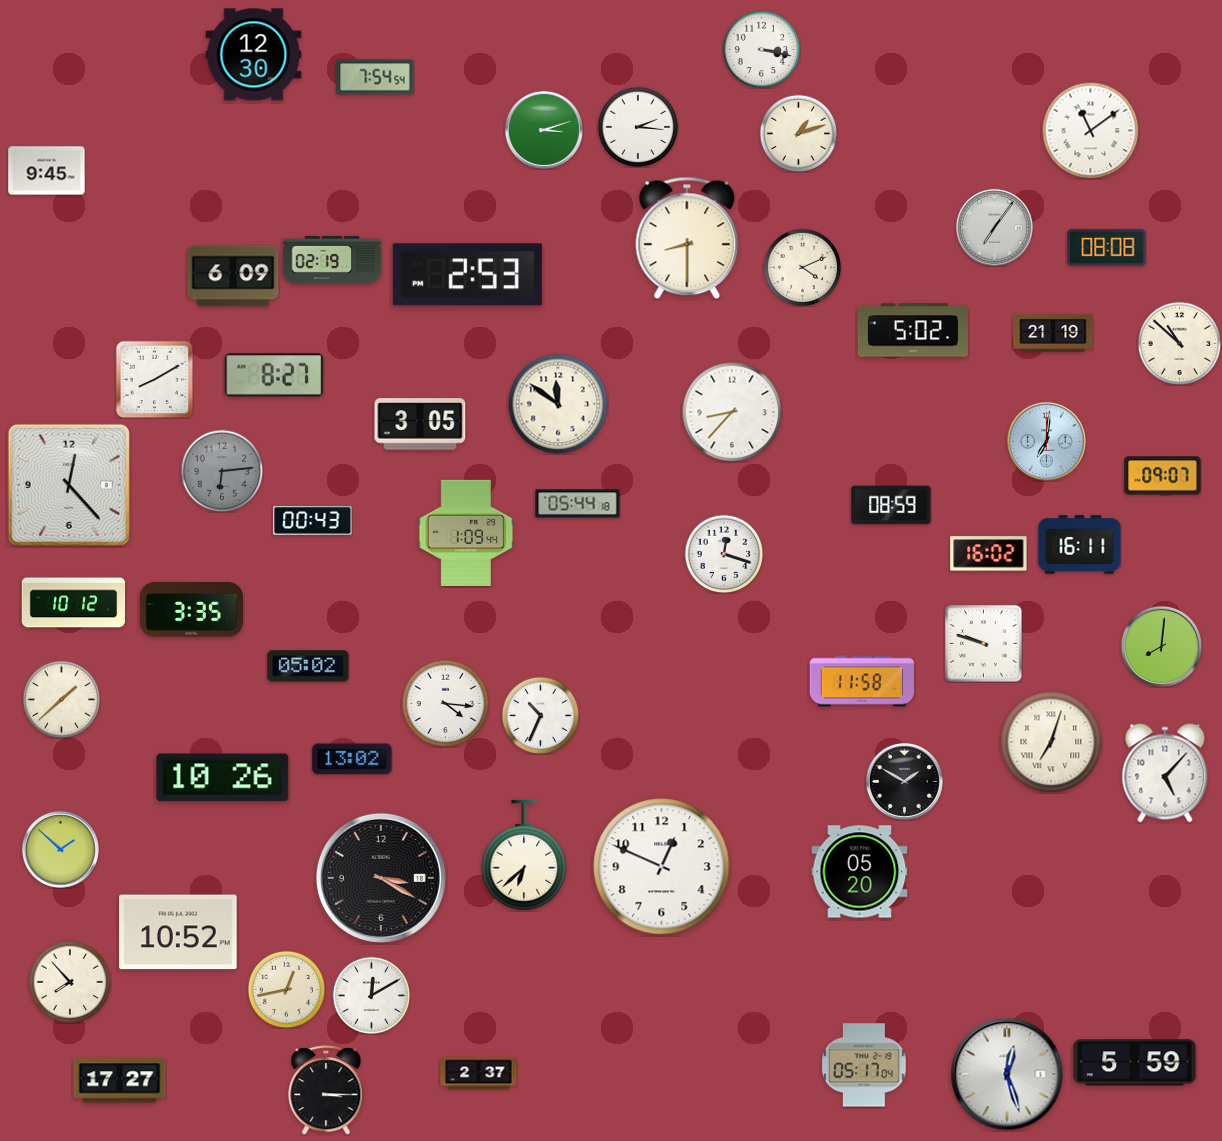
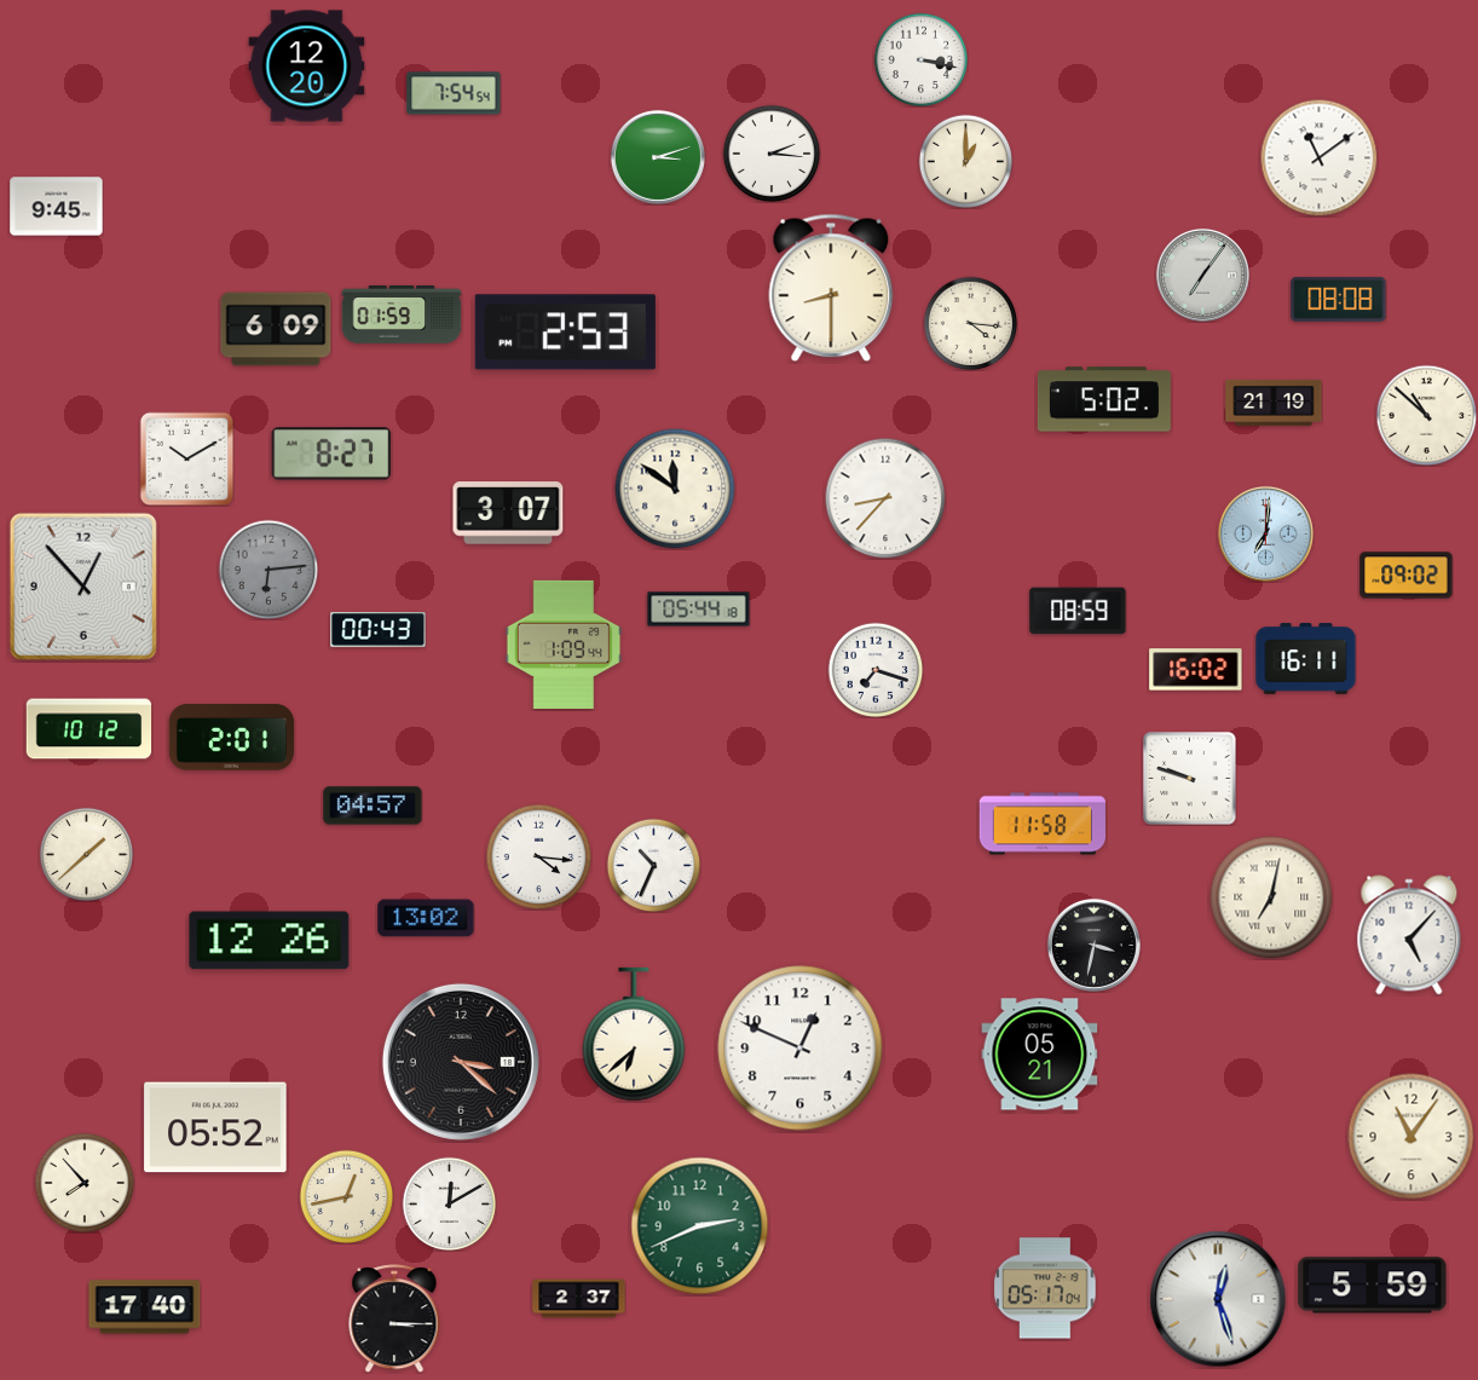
clock at (254, 55): 12:30 -> 12:20
clock at (798, 133): 1:12 -> 1:00
clock at (332, 260): 02:19 -> 01:59
clock at (802, 267): 4:11 -> 4:16
clock at (233, 276) position: (233, 276) -> (276, 329)
clock at (154, 379): 8:10 -> 10:10
clock at (420, 424): 3:05 -> 3:07
clock at (1163, 476): 09:07 -> 09:02
clock at (69, 485): 12:23 -> 12:53
clock at (724, 554): 12:18 -> 7:18
clock at (191, 610): 3:35 -> 2:01
clock at (1161, 646): 8:01 -> none
clock at (308, 666): 05:02 -> 04:57
clock at (61, 699) position: (61, 699) -> (86, 854)
clock at (445, 703) position: (445, 703) -> (538, 856)
clock at (1051, 742): 7:03 -> 7:02
clock at (223, 778): 10:26 -> 12:26
clock at (904, 781): 1:50 -> 3:32
clock at (60, 849): 1:52 -> none
clock at (860, 872): 05:20 -> 05:21
clock at (381, 878): 3:20 -> 3:22
clock at (178, 932): 10:52 -> 05:52
clock at (1411, 1137): none -> 11:06
clock at (70, 982) position: (70, 982) -> (85, 1183)
clock at (700, 1226): none -> 2:41
clock at (120, 1081): 17:27 -> 17:40
